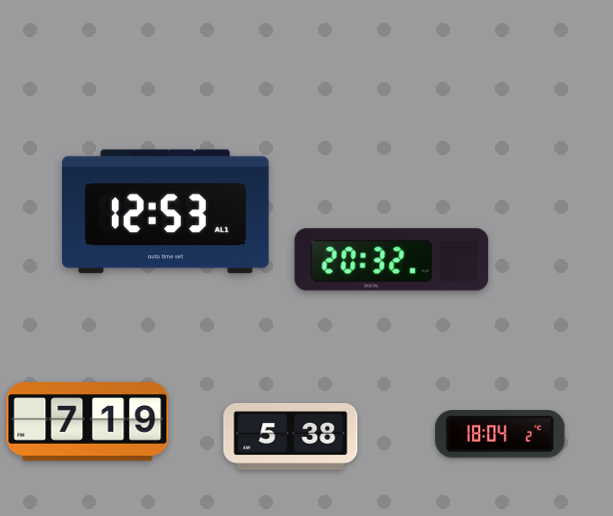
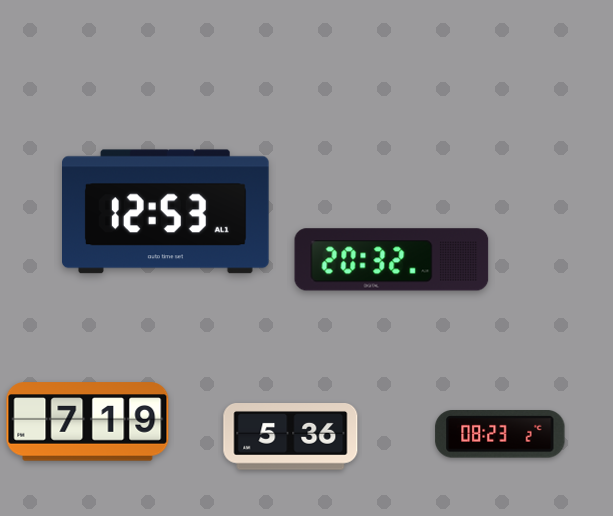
clock at (500, 434): 18:04 -> 08:23
clock at (291, 437): 5:38 -> 5:36
